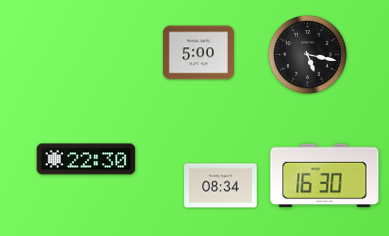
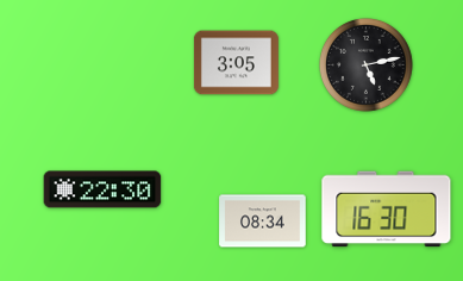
clock at (198, 53): 5:00 -> 3:05
clock at (307, 54): 5:17 -> 5:13
